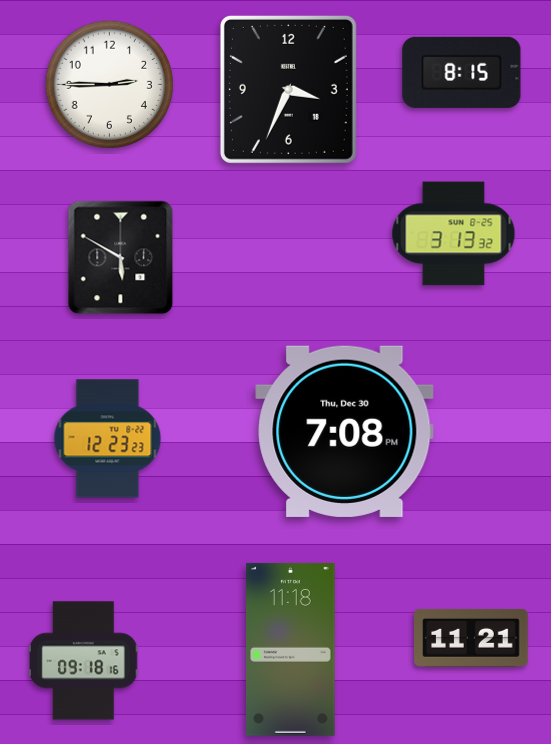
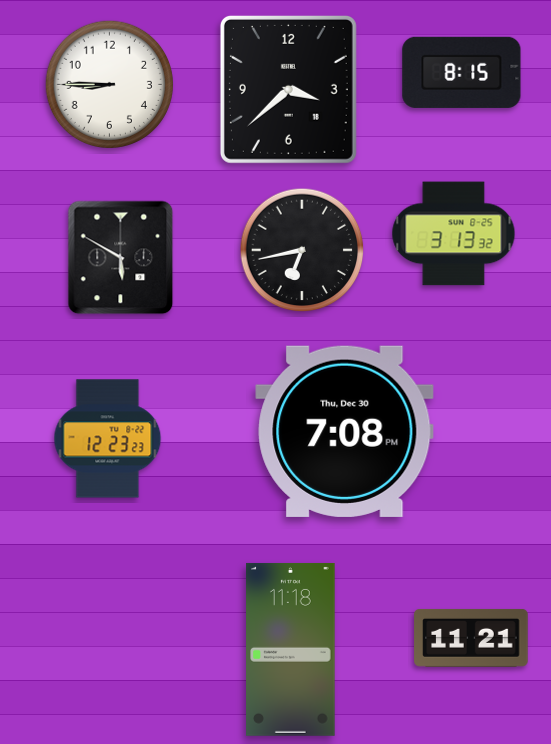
clock at (109, 84): 2:45 -> 8:45
clock at (288, 89): 3:34 -> 3:38
clock at (302, 250): none -> 6:43
clock at (84, 661): 09:18 -> none
